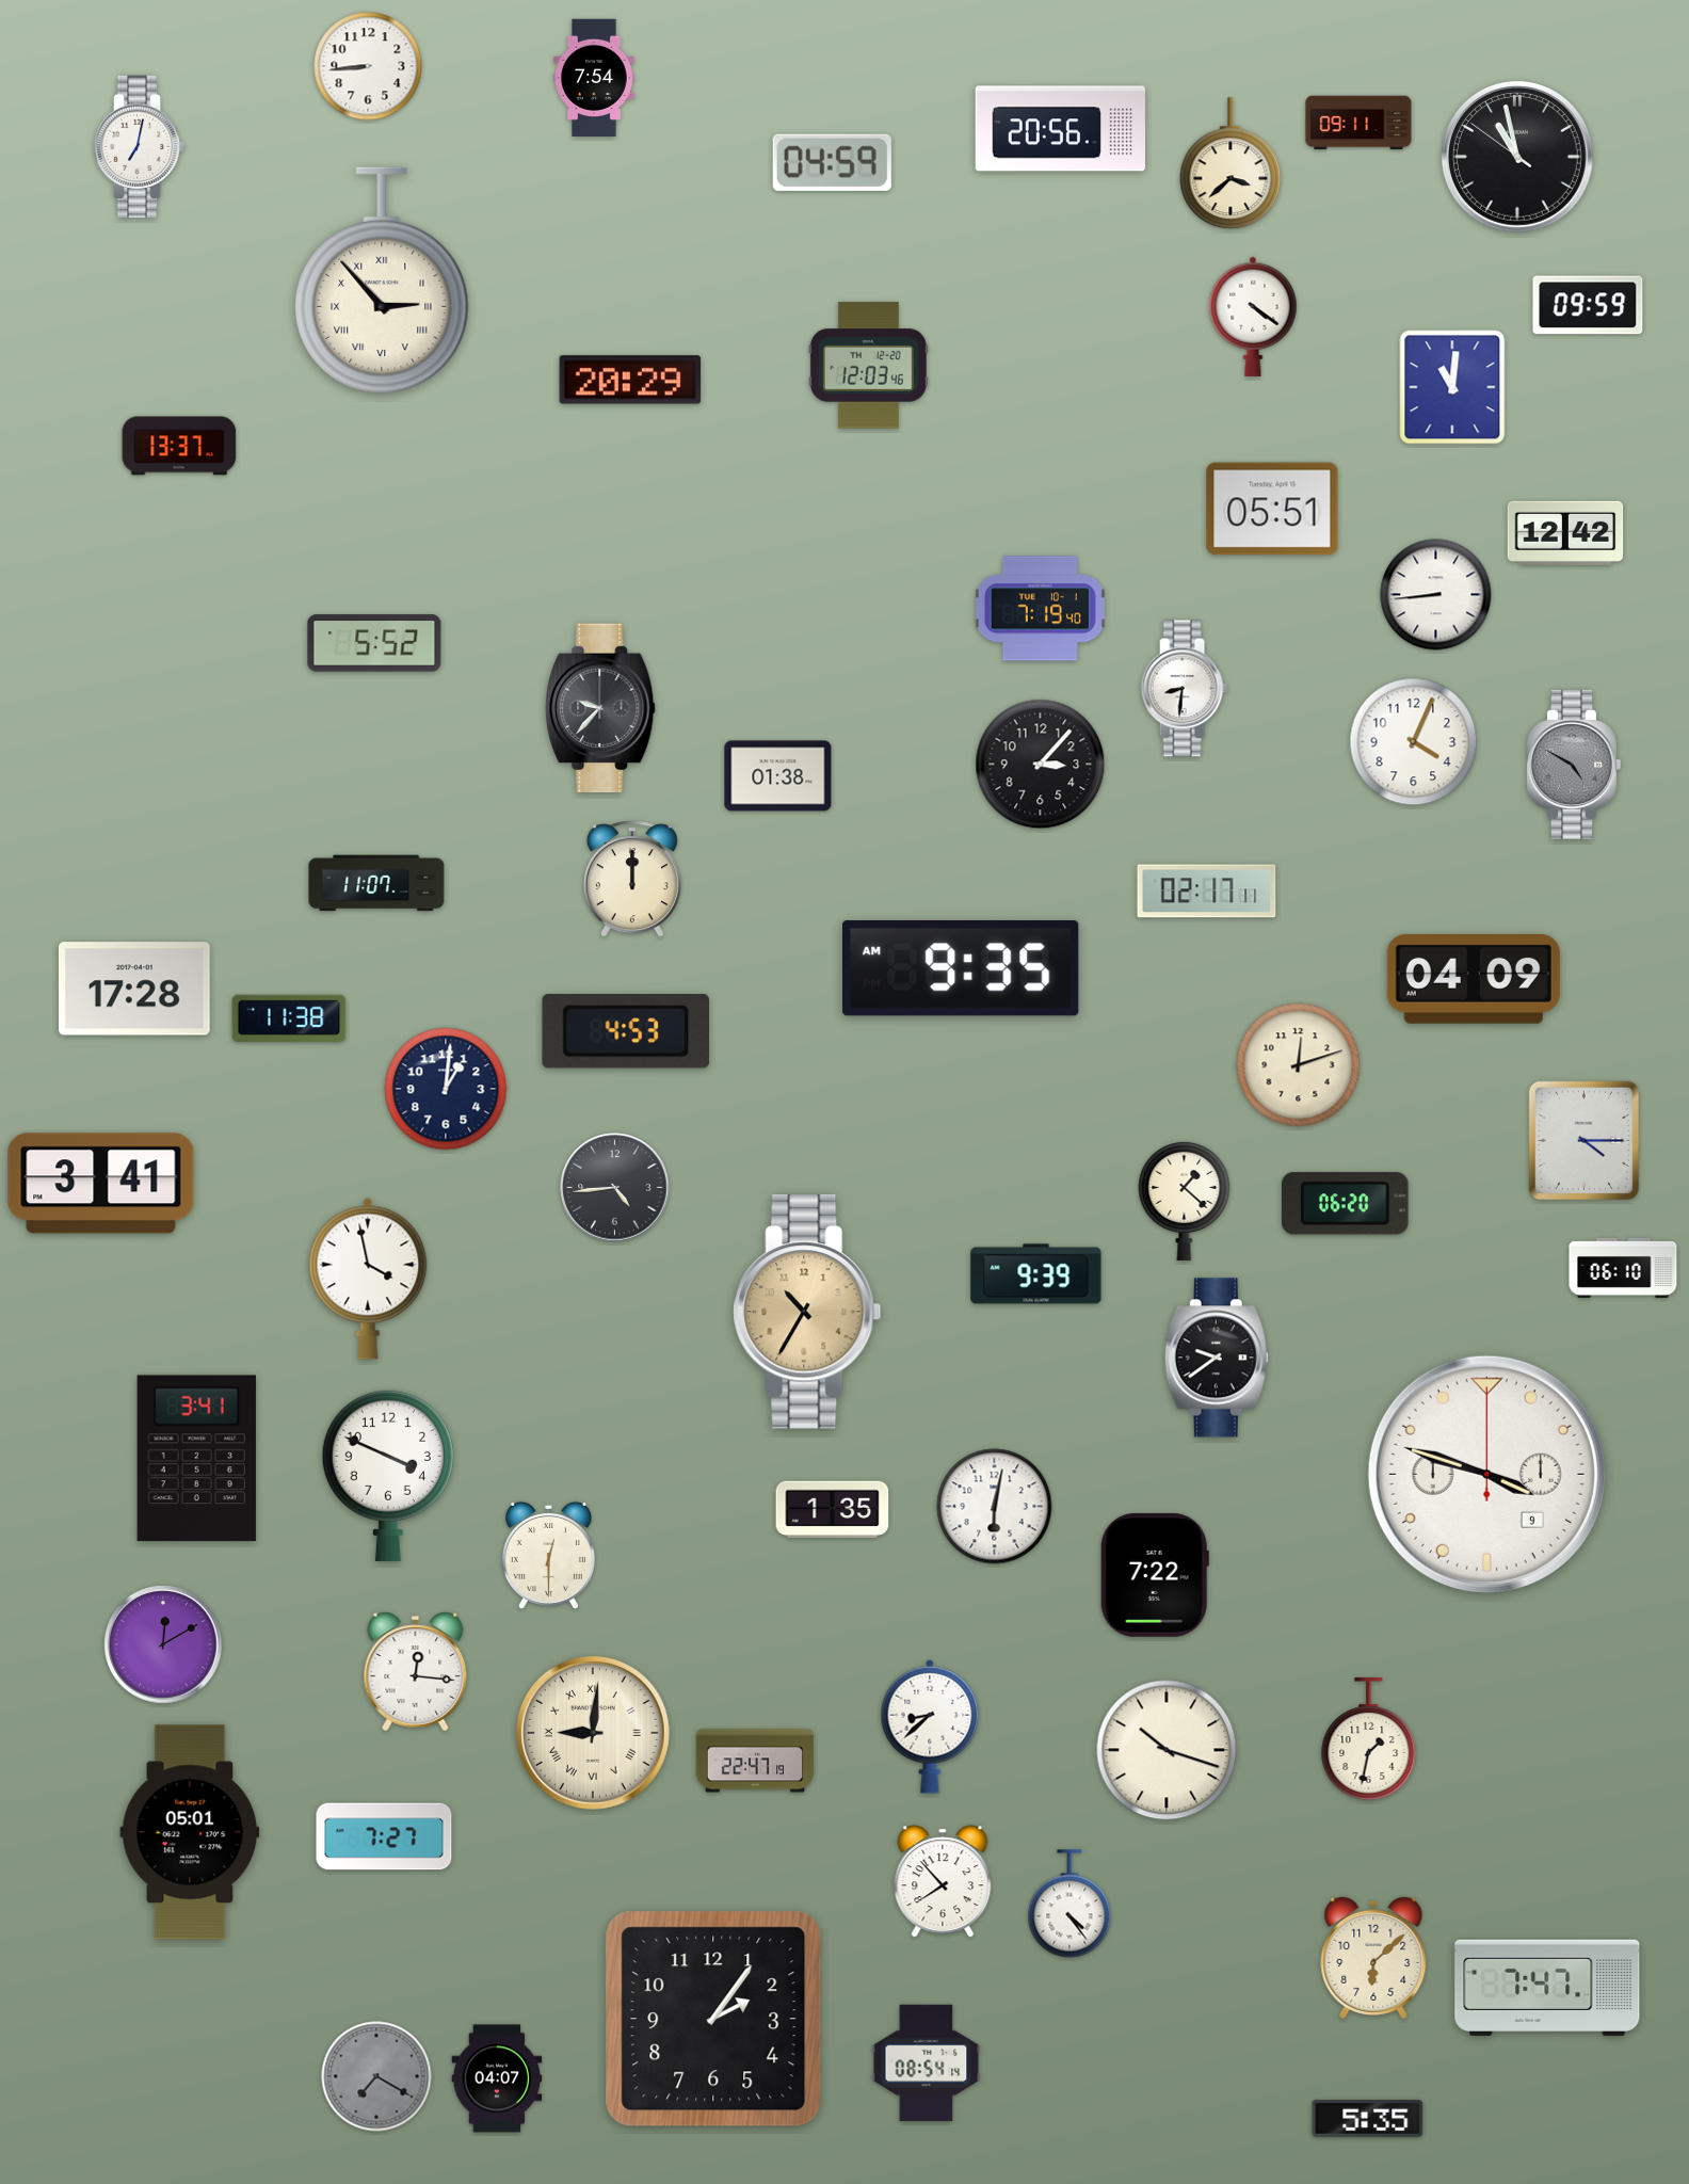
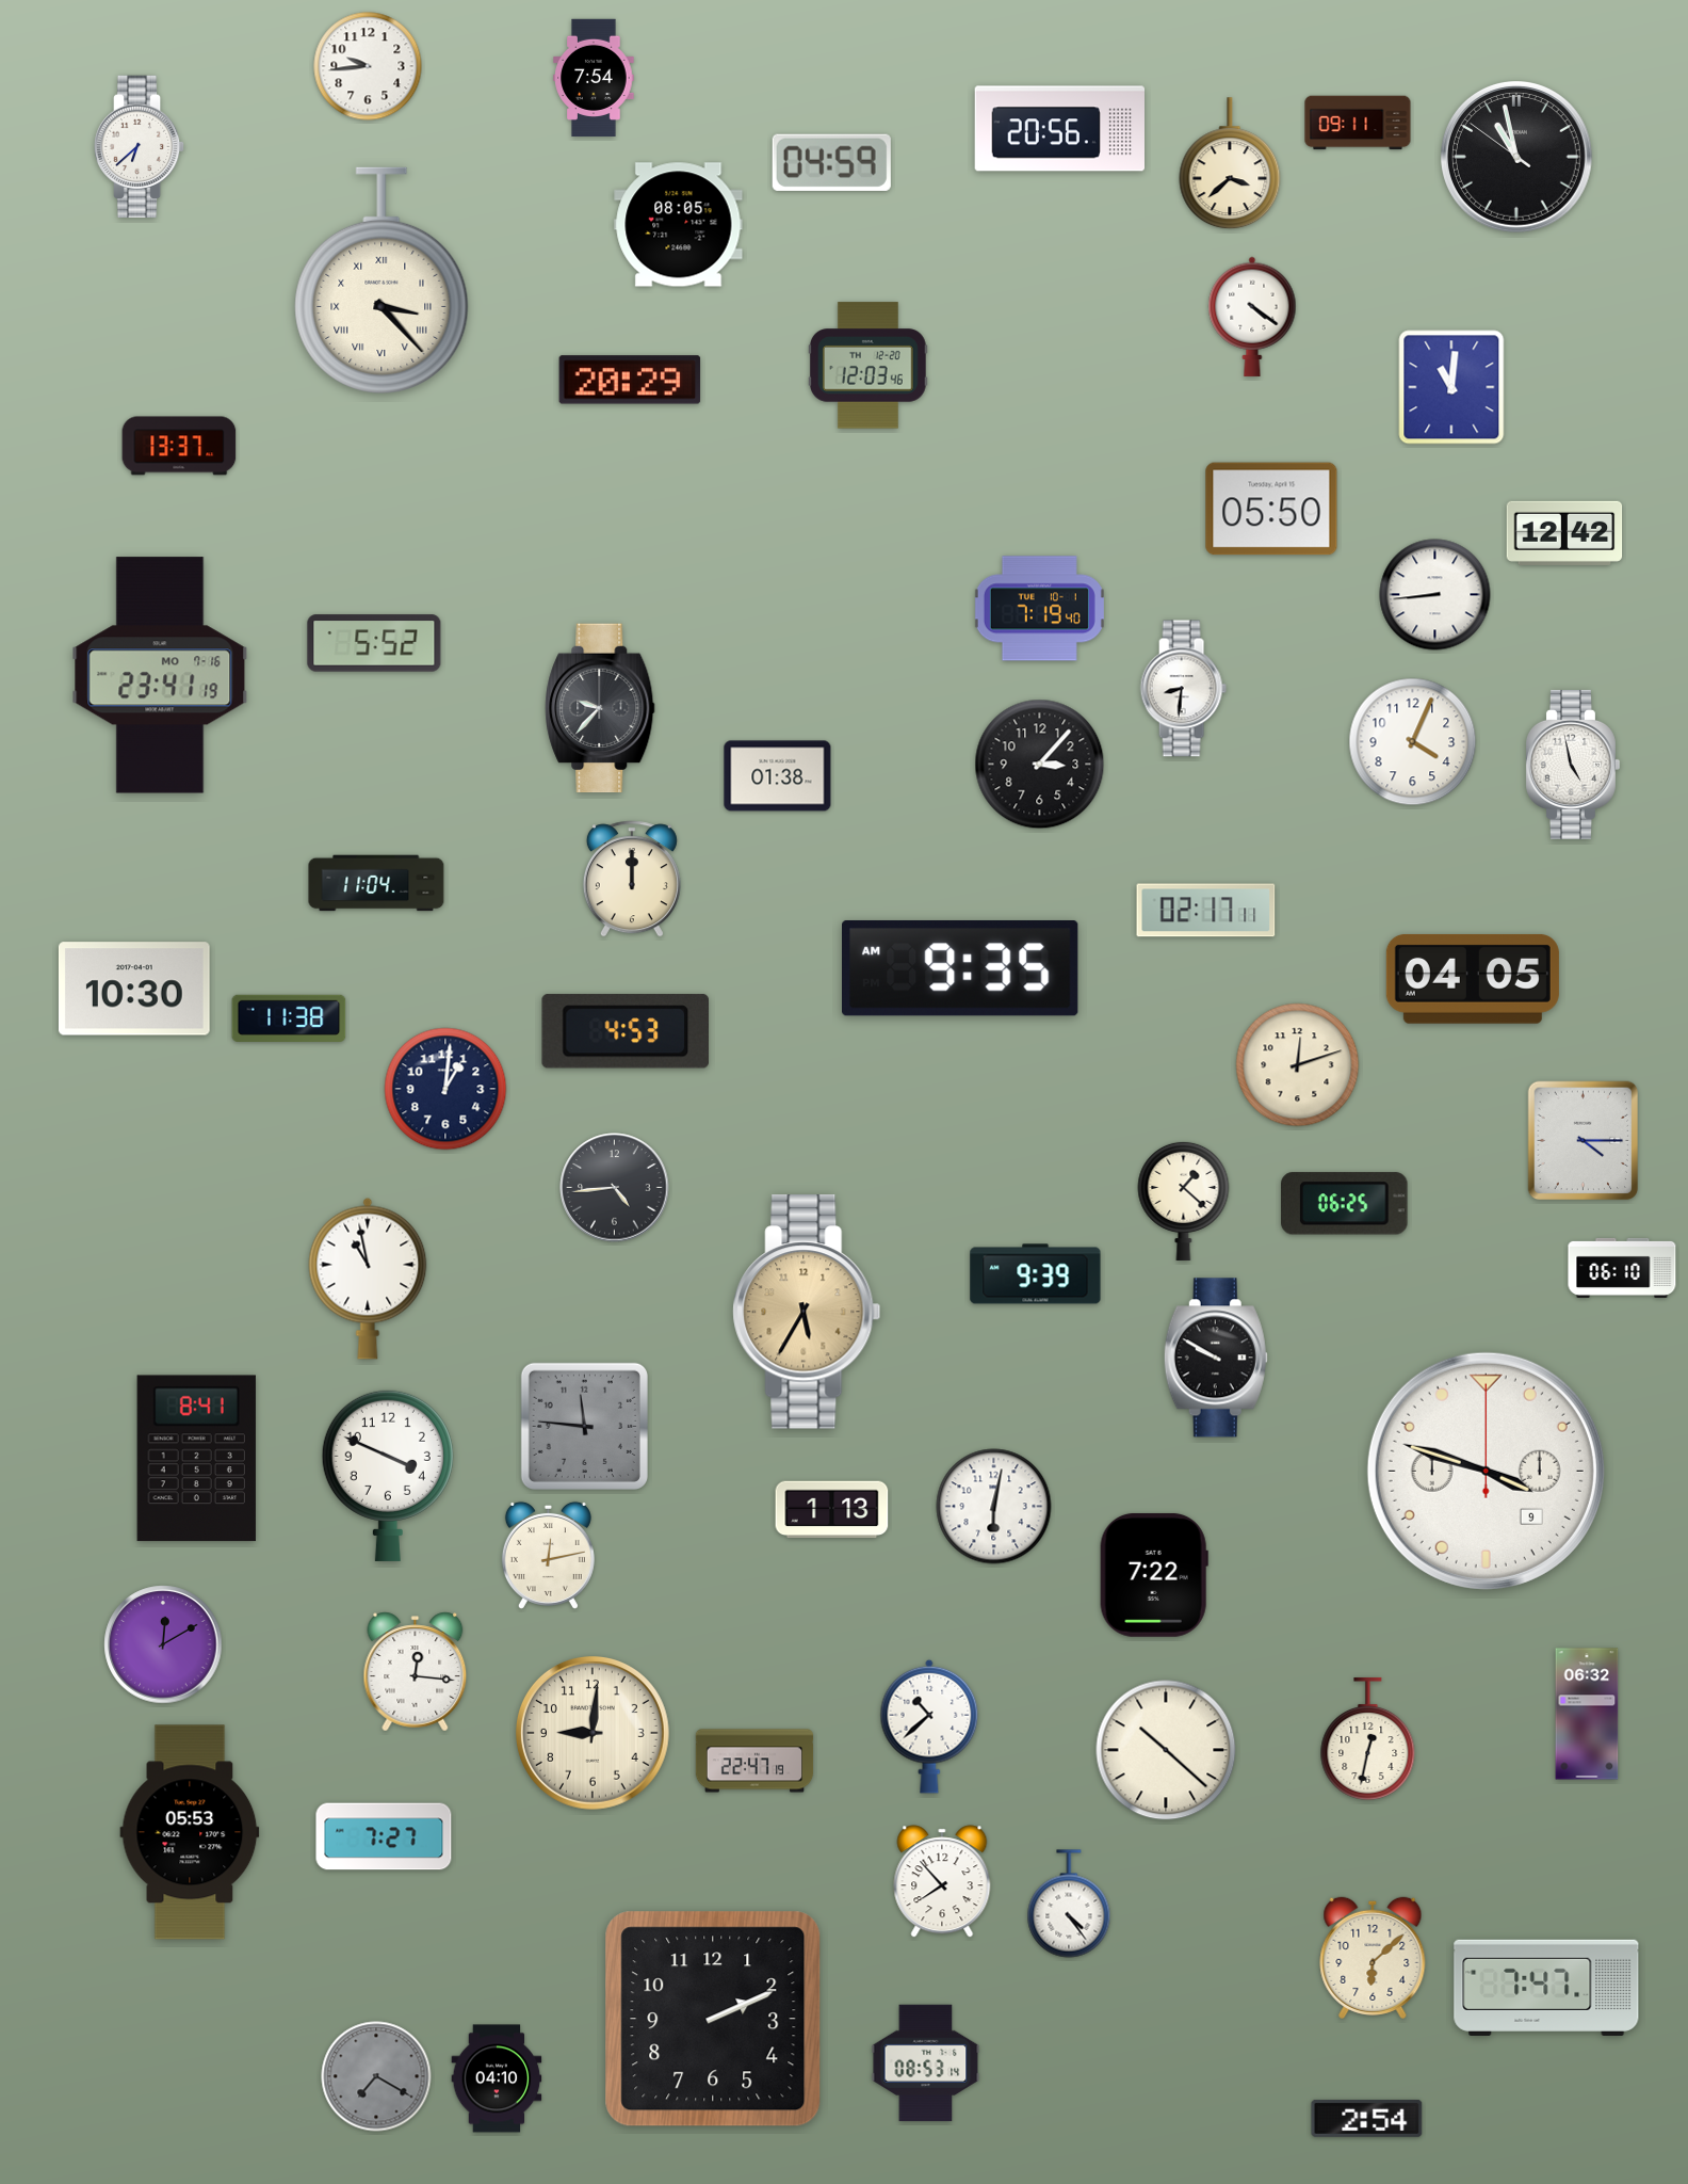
clock at (368, 66): 8:44 -> 9:44
clock at (140, 147): 7:02 -> 6:38
clock at (679, 225): none -> 08:05
clock at (382, 279): 2:53 -> 3:23
clock at (1588, 305): 09:59 -> none
clock at (1272, 509): 05:51 -> 05:50
clock at (160, 675): none -> 23:41
clock at (1574, 765): 4:50 -> 4:58
clock at (1574, 765) dial: grey -> white
clock at (376, 883): 11:07 -> 11:04
clock at (1207, 892) position: (1207, 892) -> (1206, 911)
clock at (1474, 979): 04:09 -> 04:05
clock at (134, 989): 17:28 -> 10:30
clock at (101, 1184): 3:41 -> none
clock at (1346, 1204): 06:20 -> 06:25
clock at (368, 1279): 3:58 -> 10:58
clock at (807, 1312): 10:35 -> 5:35
clock at (1217, 1358): 9:39 -> 9:50
clock at (584, 1426): none -> 11:46
clock at (196, 1459): 3:41 -> 8:41
clock at (1486, 1474) position: (1486, 1474) -> (1486, 1471)
clock at (833, 1510): 1:35 -> 1:13
clock at (548, 1555): 12:30 -> 12:13
clock at (1587, 1714): none -> 06:32
clock at (930, 1727): 8:38 -> 10:38
clock at (593, 1733) numerals: Roman -> Arabic
clock at (1369, 1738): 1:32 -> 12:32
clock at (1167, 1750): 10:18 -> 10:22
clock at (190, 1832): 05:01 -> 05:53
clock at (713, 2019): 2:06 -> 2:11
clock at (927, 2063): 08:54 -> 08:53
clock at (497, 2078): 04:07 -> 04:10
clock at (1368, 2118): 5:35 -> 2:54
